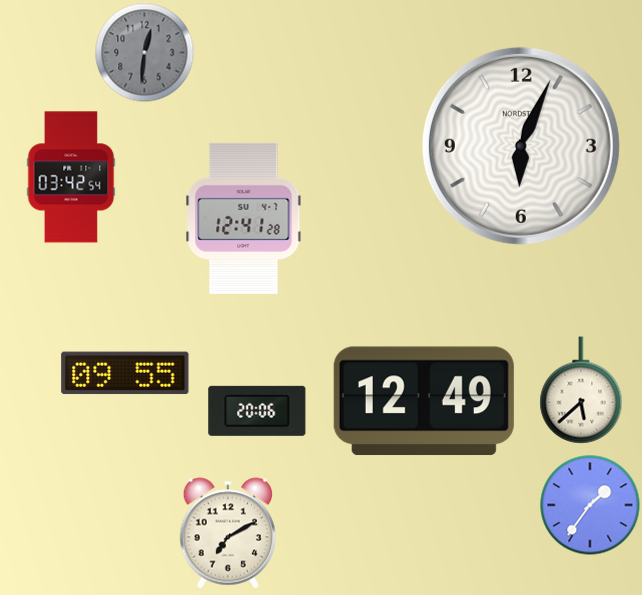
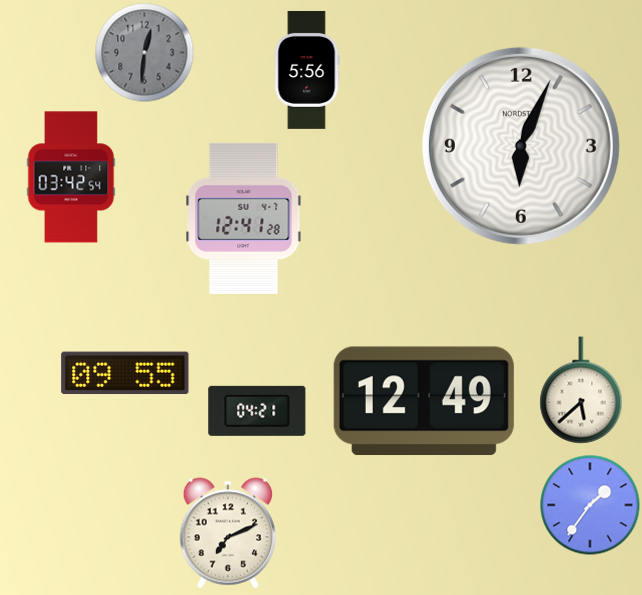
clock at (307, 70): none -> 5:56
clock at (257, 411): 20:06 -> 04:21
clock at (228, 533): 7:10 -> 7:11
